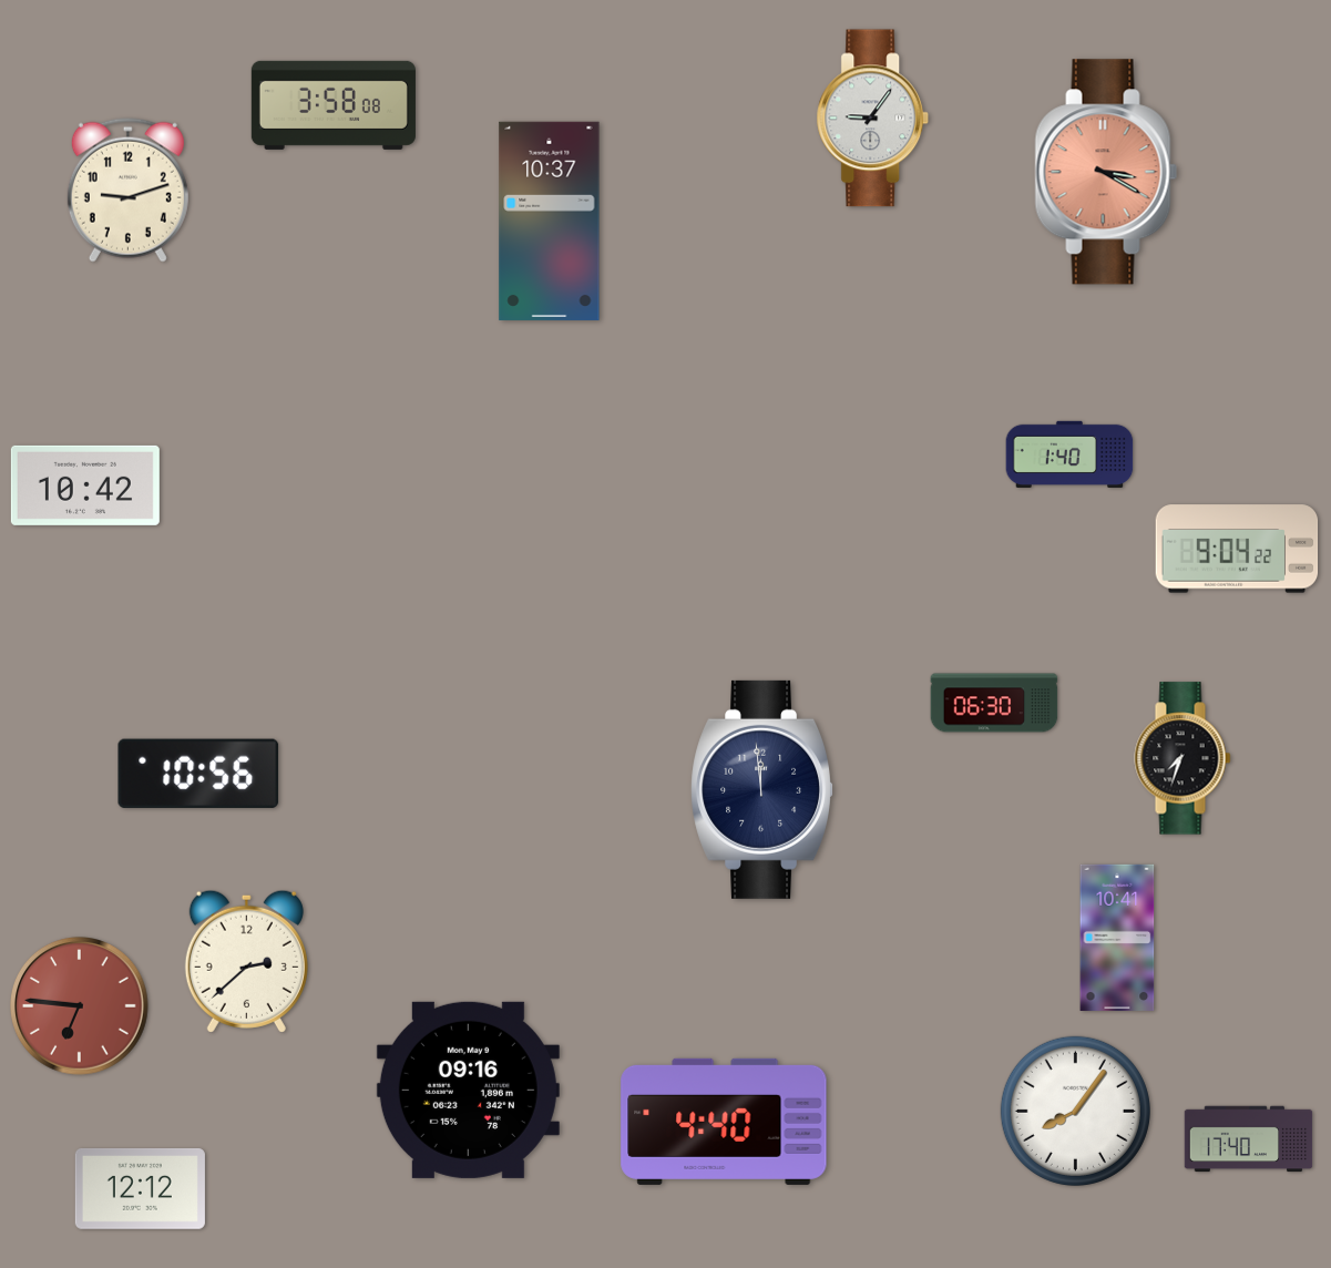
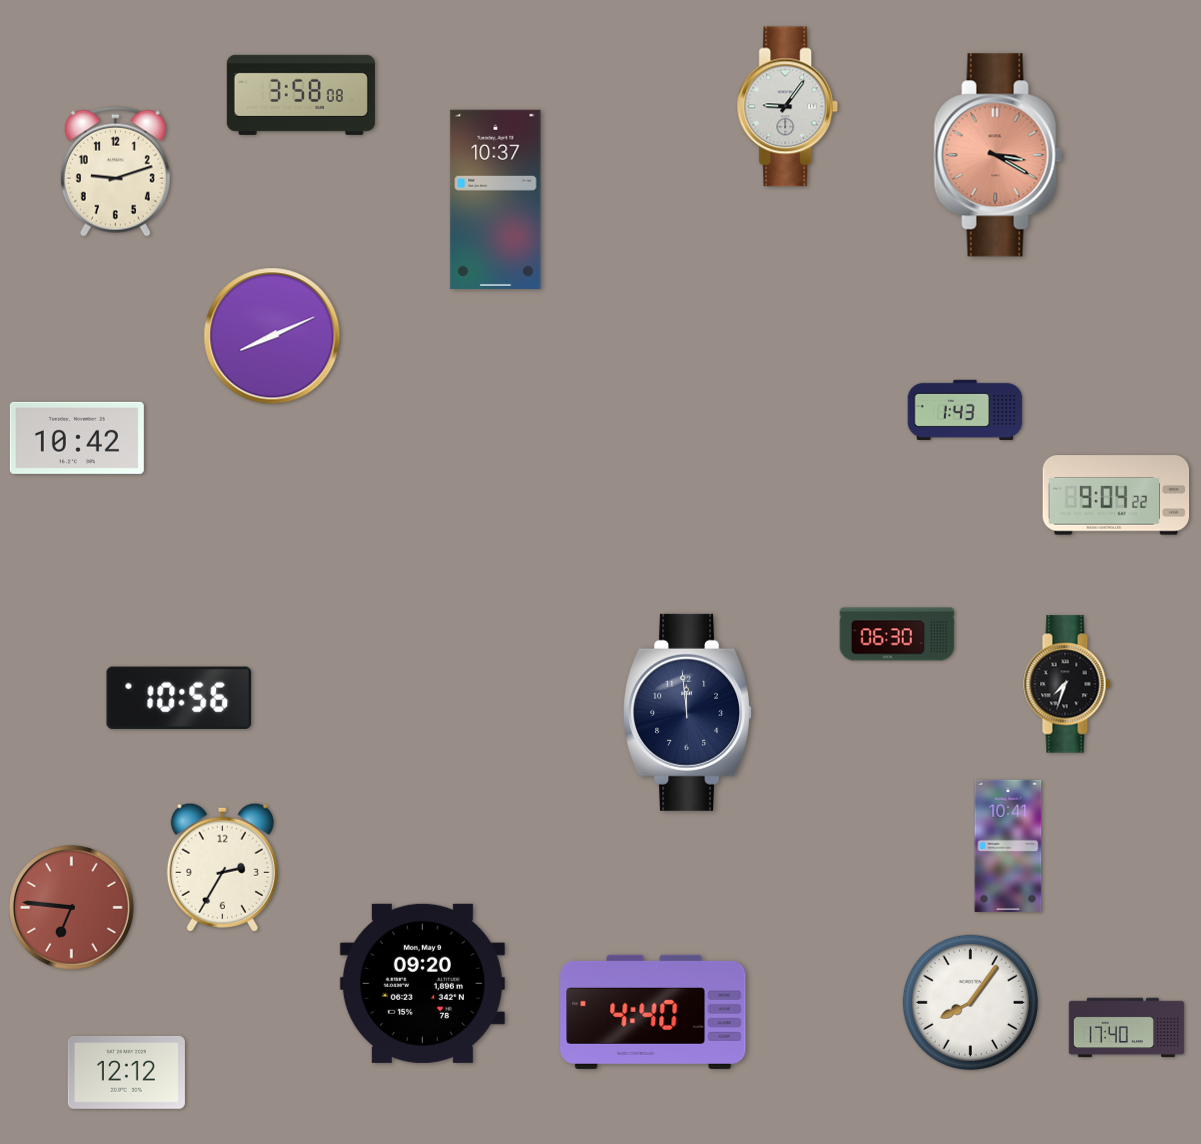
clock at (272, 336): none -> 8:11
clock at (1069, 453): 1:40 -> 1:43
clock at (246, 961): 2:38 -> 2:35
clock at (468, 1090): 09:16 -> 09:20
